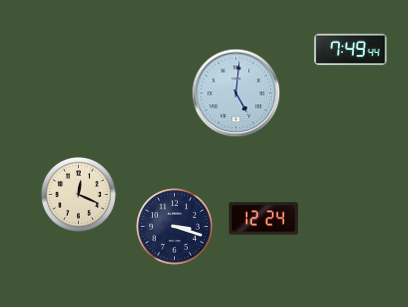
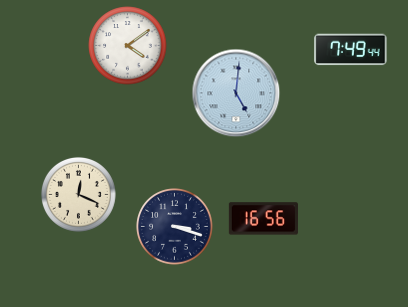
clock at (128, 46): none -> 4:09
clock at (263, 219): 12:24 -> 16:56
